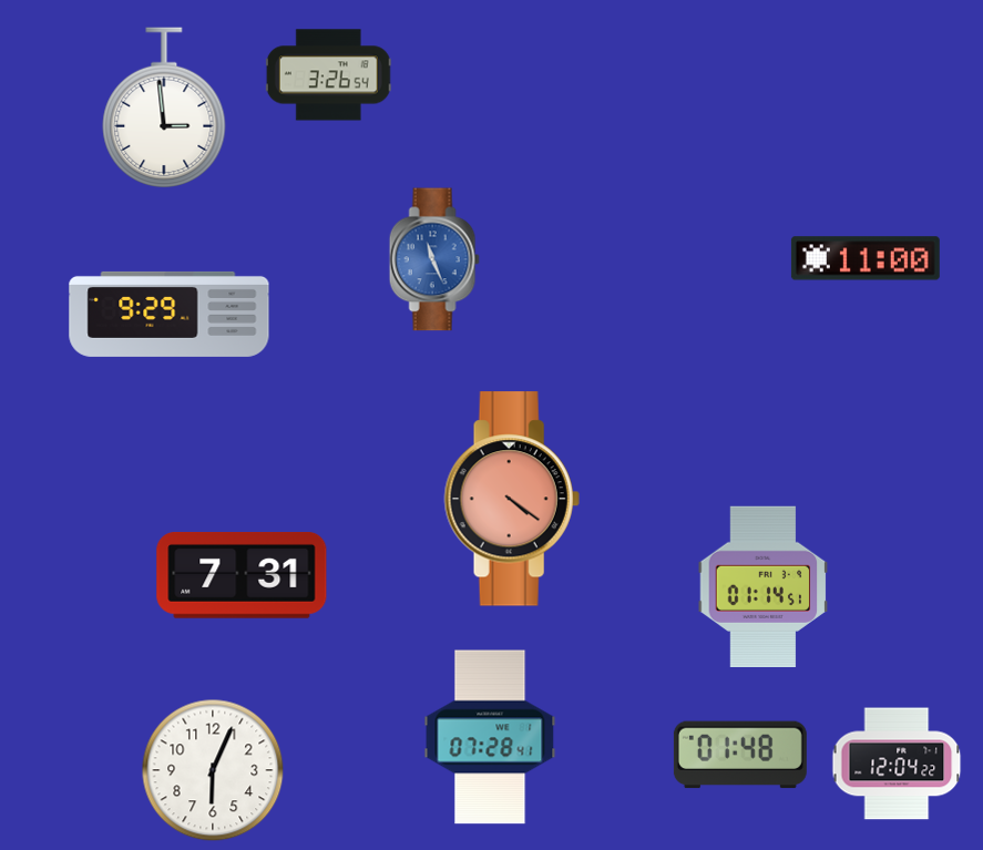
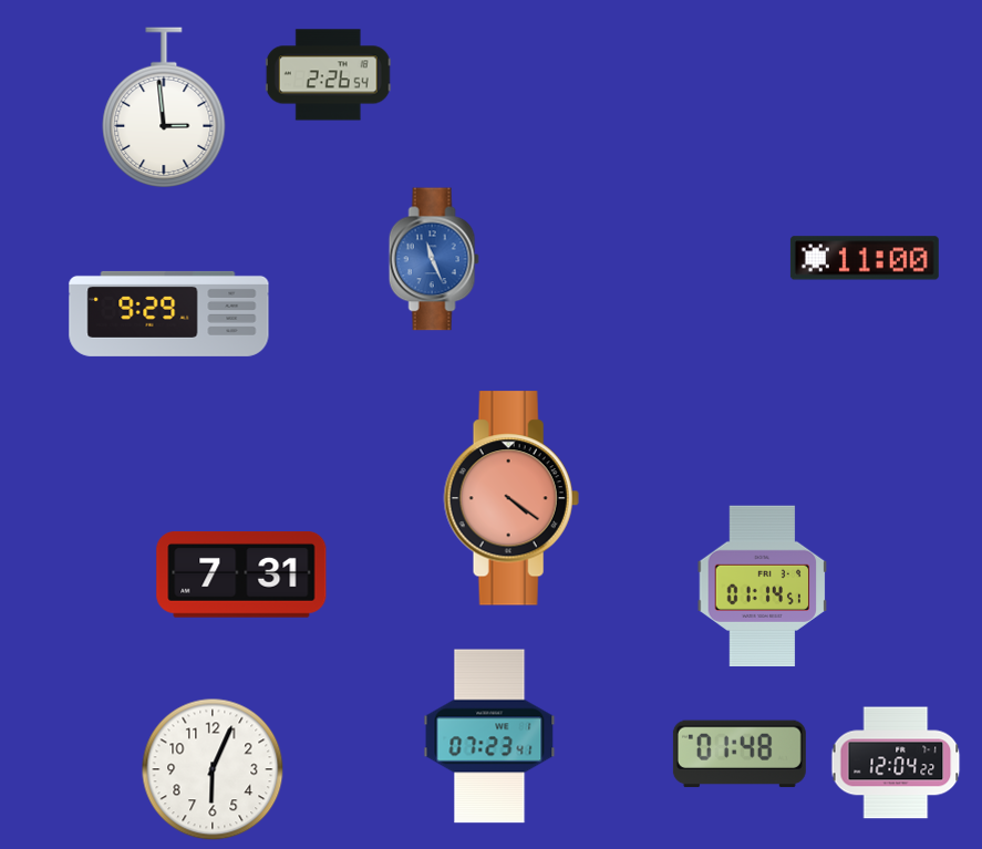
clock at (328, 75): 3:26 -> 2:26
clock at (490, 737): 07:28 -> 07:23
